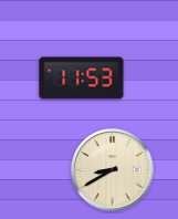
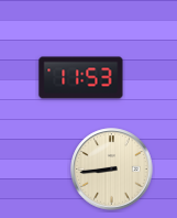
clock at (113, 170): 8:40 -> 8:44
